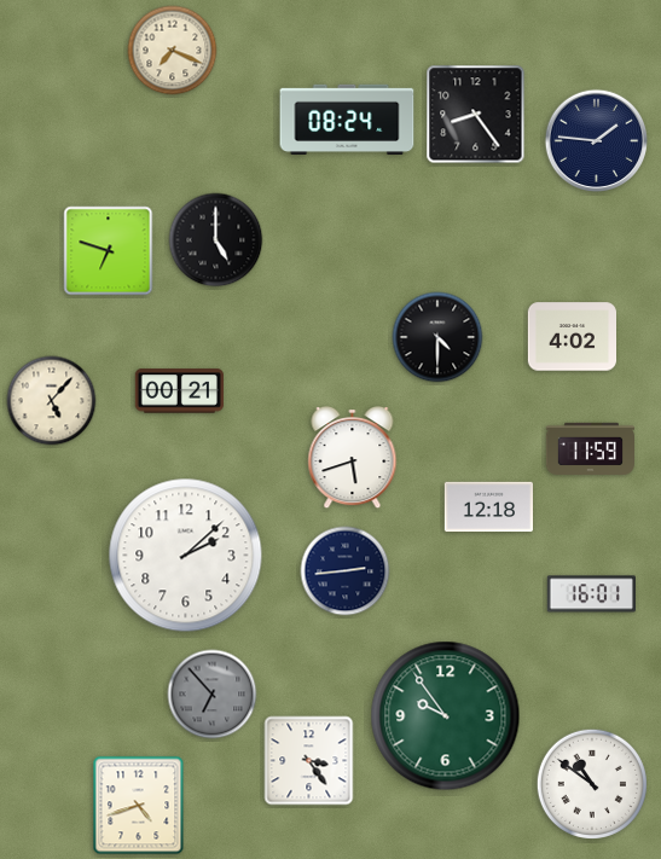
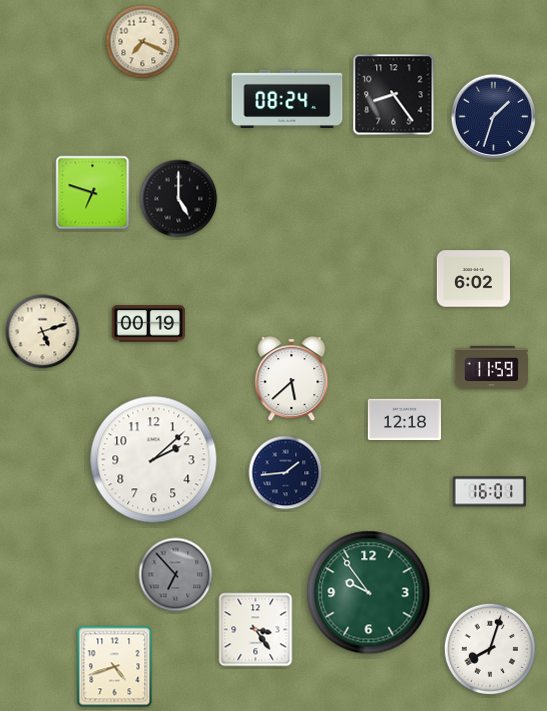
clock at (597, 141): 1:46 -> 1:33
clock at (109, 251) position: (109, 251) -> (93, 193)
clock at (437, 337): 4:30 -> none
clock at (572, 337): 4:02 -> 6:02
clock at (179, 391): 00:21 -> 00:19
clock at (52, 401): 5:07 -> 5:12
clock at (590, 448) position: (590, 448) -> (491, 367)
clock at (353, 459): 5:42 -> 5:38
clock at (346, 571): 2:44 -> 1:44
clock at (591, 783): 10:51 -> 8:03
